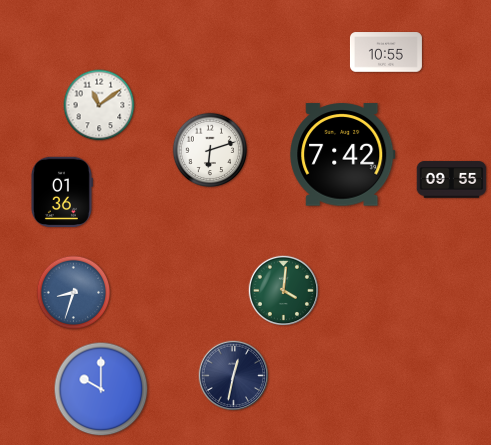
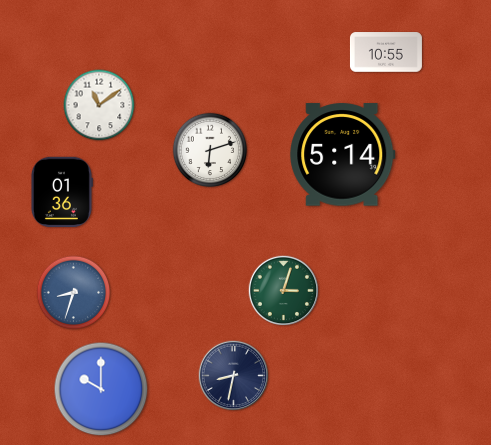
clock at (343, 155): 7:42 -> 5:14
clock at (452, 180): 09:55 -> none
clock at (284, 291): 4:01 -> 3:03
clock at (234, 376): 12:32 -> 8:32
